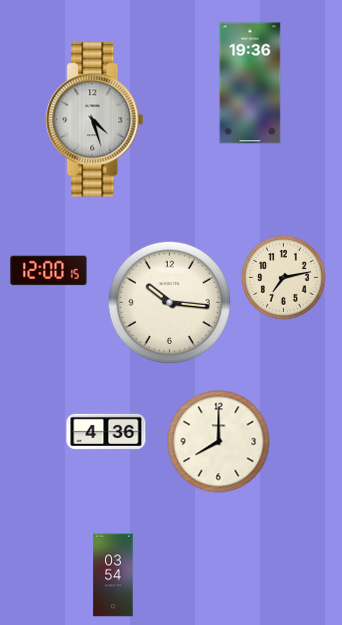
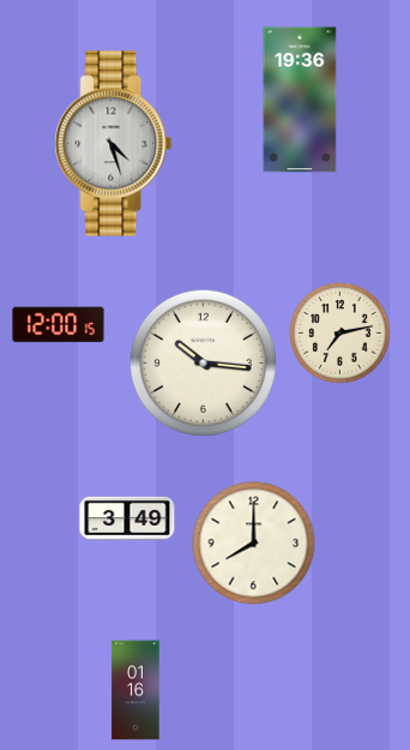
clock at (106, 432): 4:36 -> 3:49
clock at (219, 442) position: (219, 442) -> (254, 544)
clock at (113, 575): 03:54 -> 01:16
